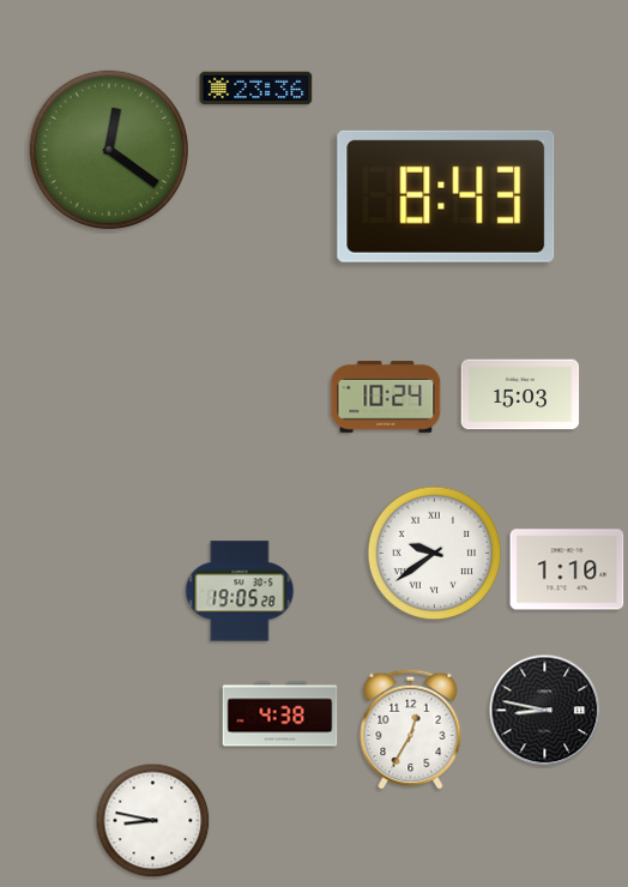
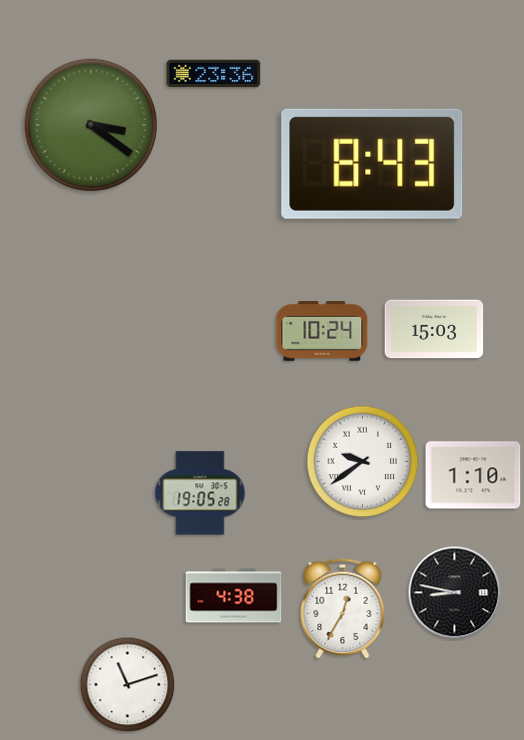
clock at (108, 149): 12:21 -> 3:21
clock at (153, 821): 8:47 -> 11:12
